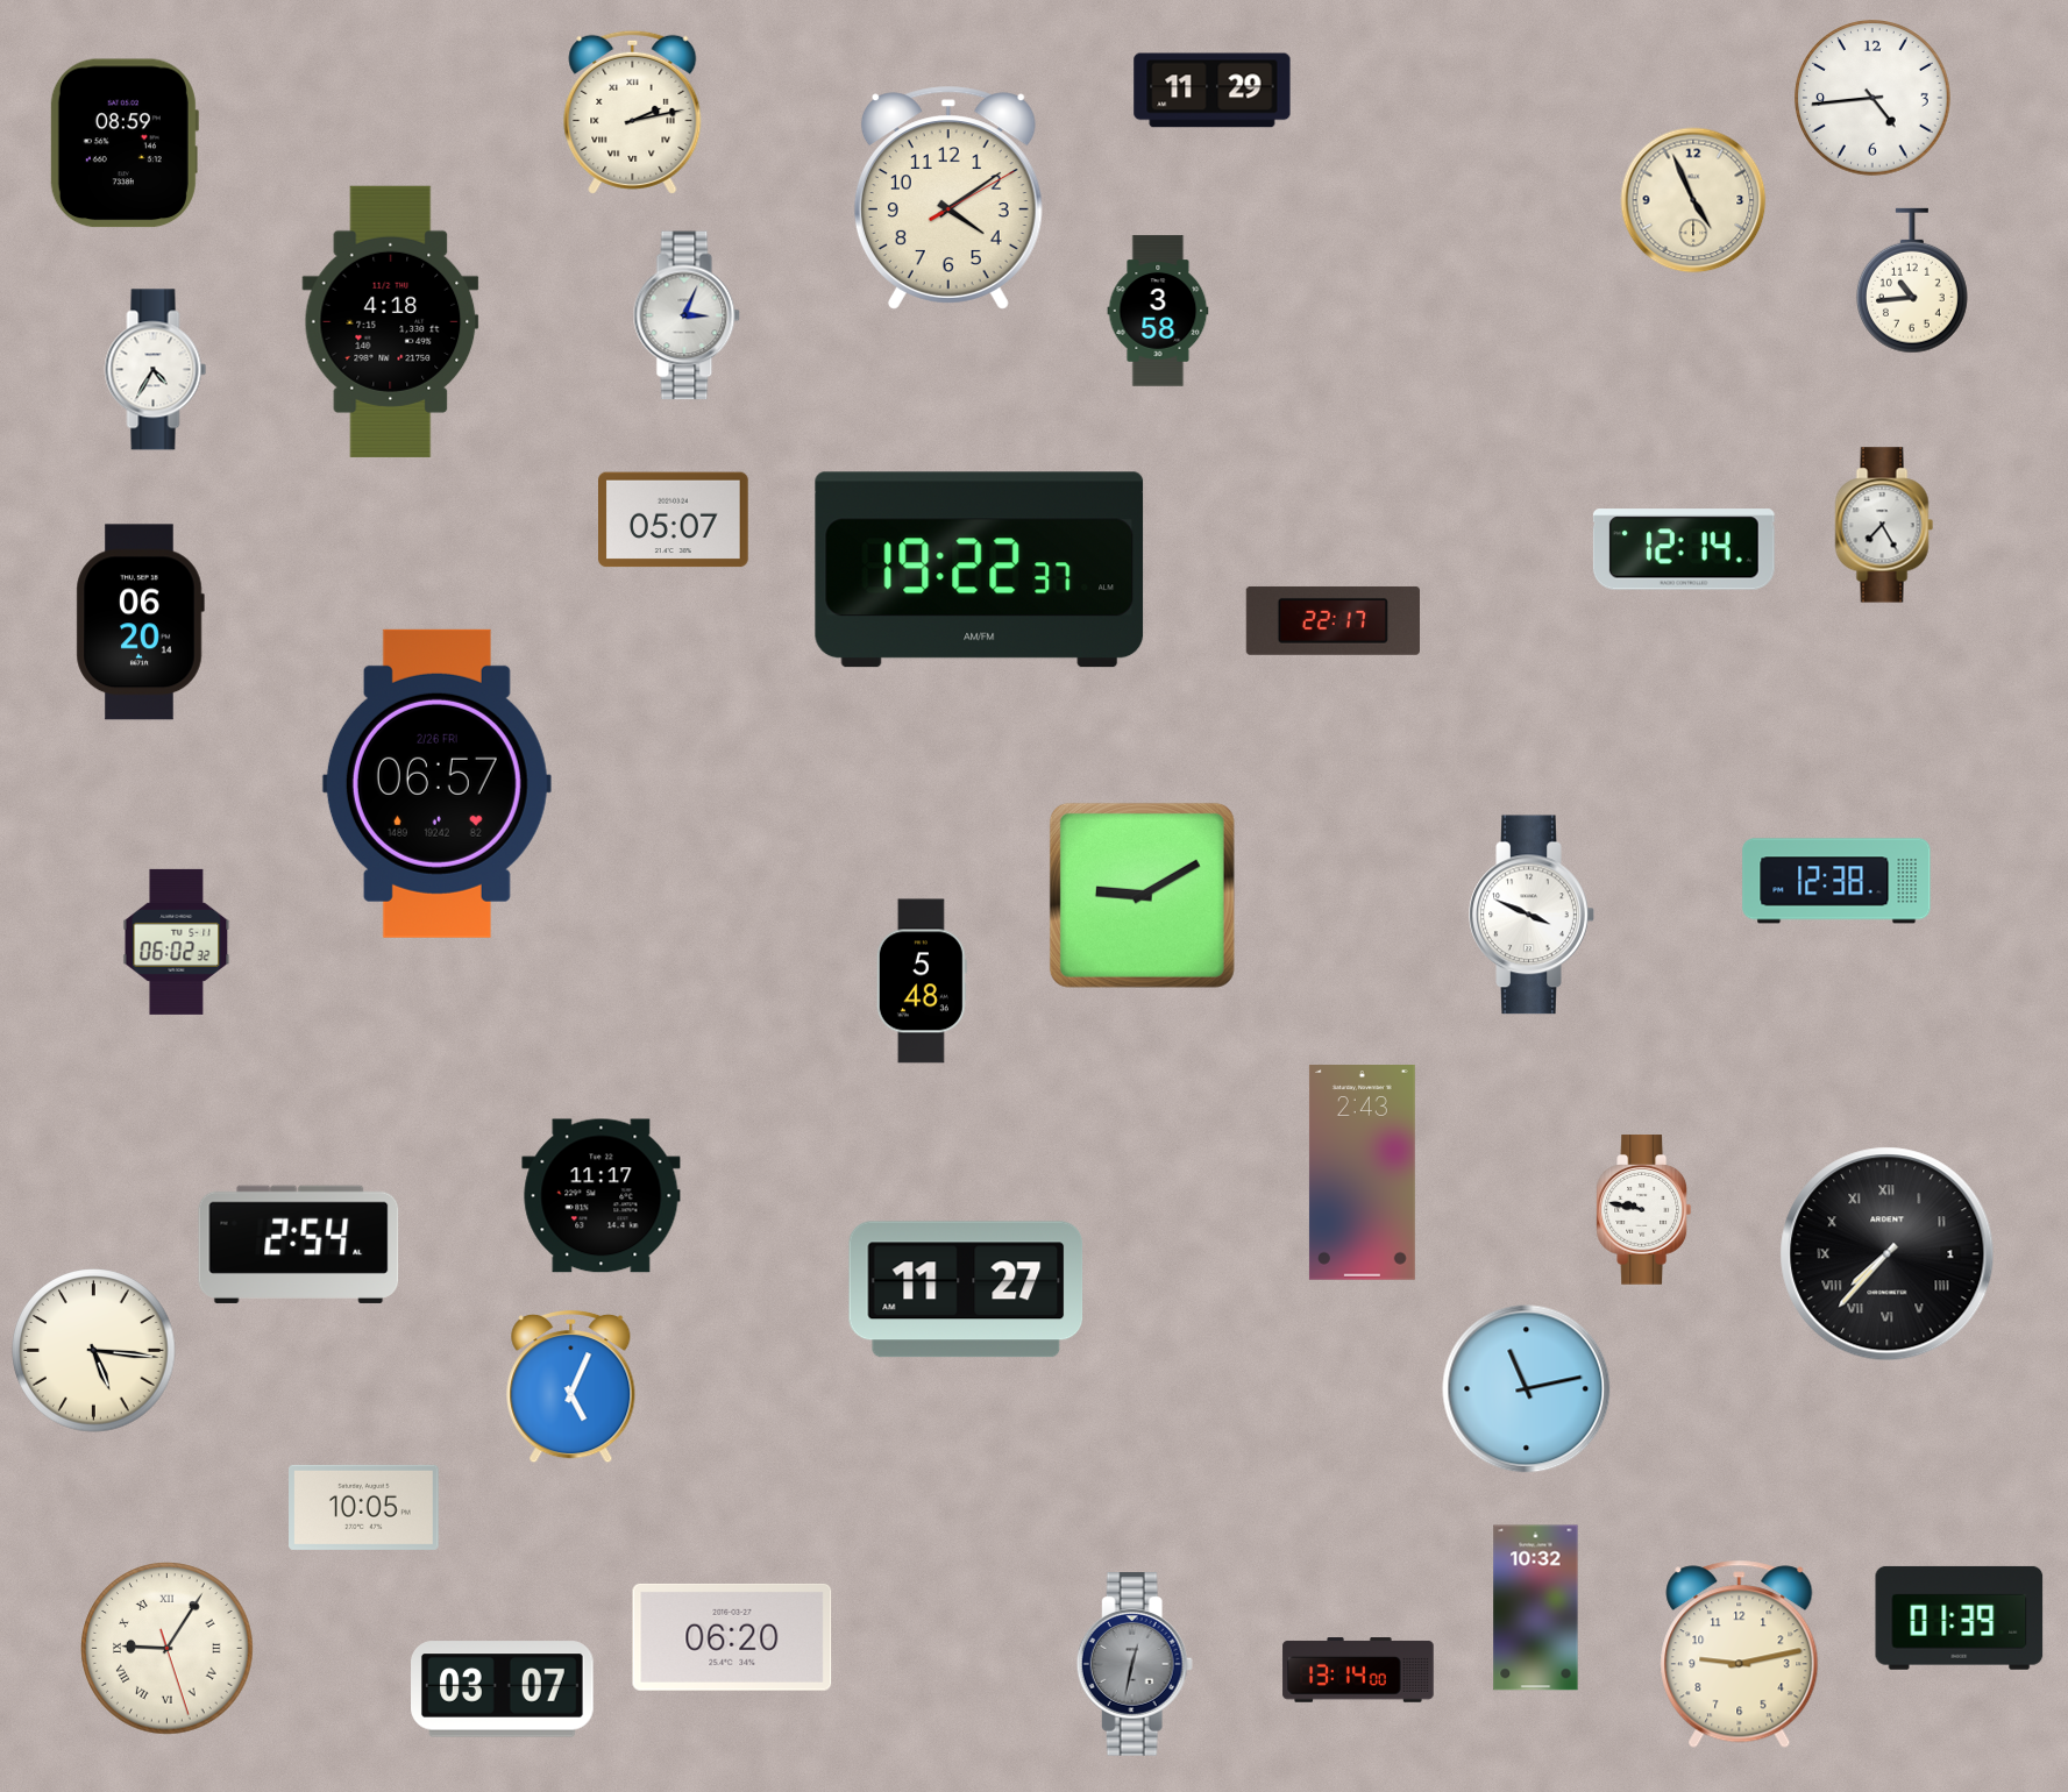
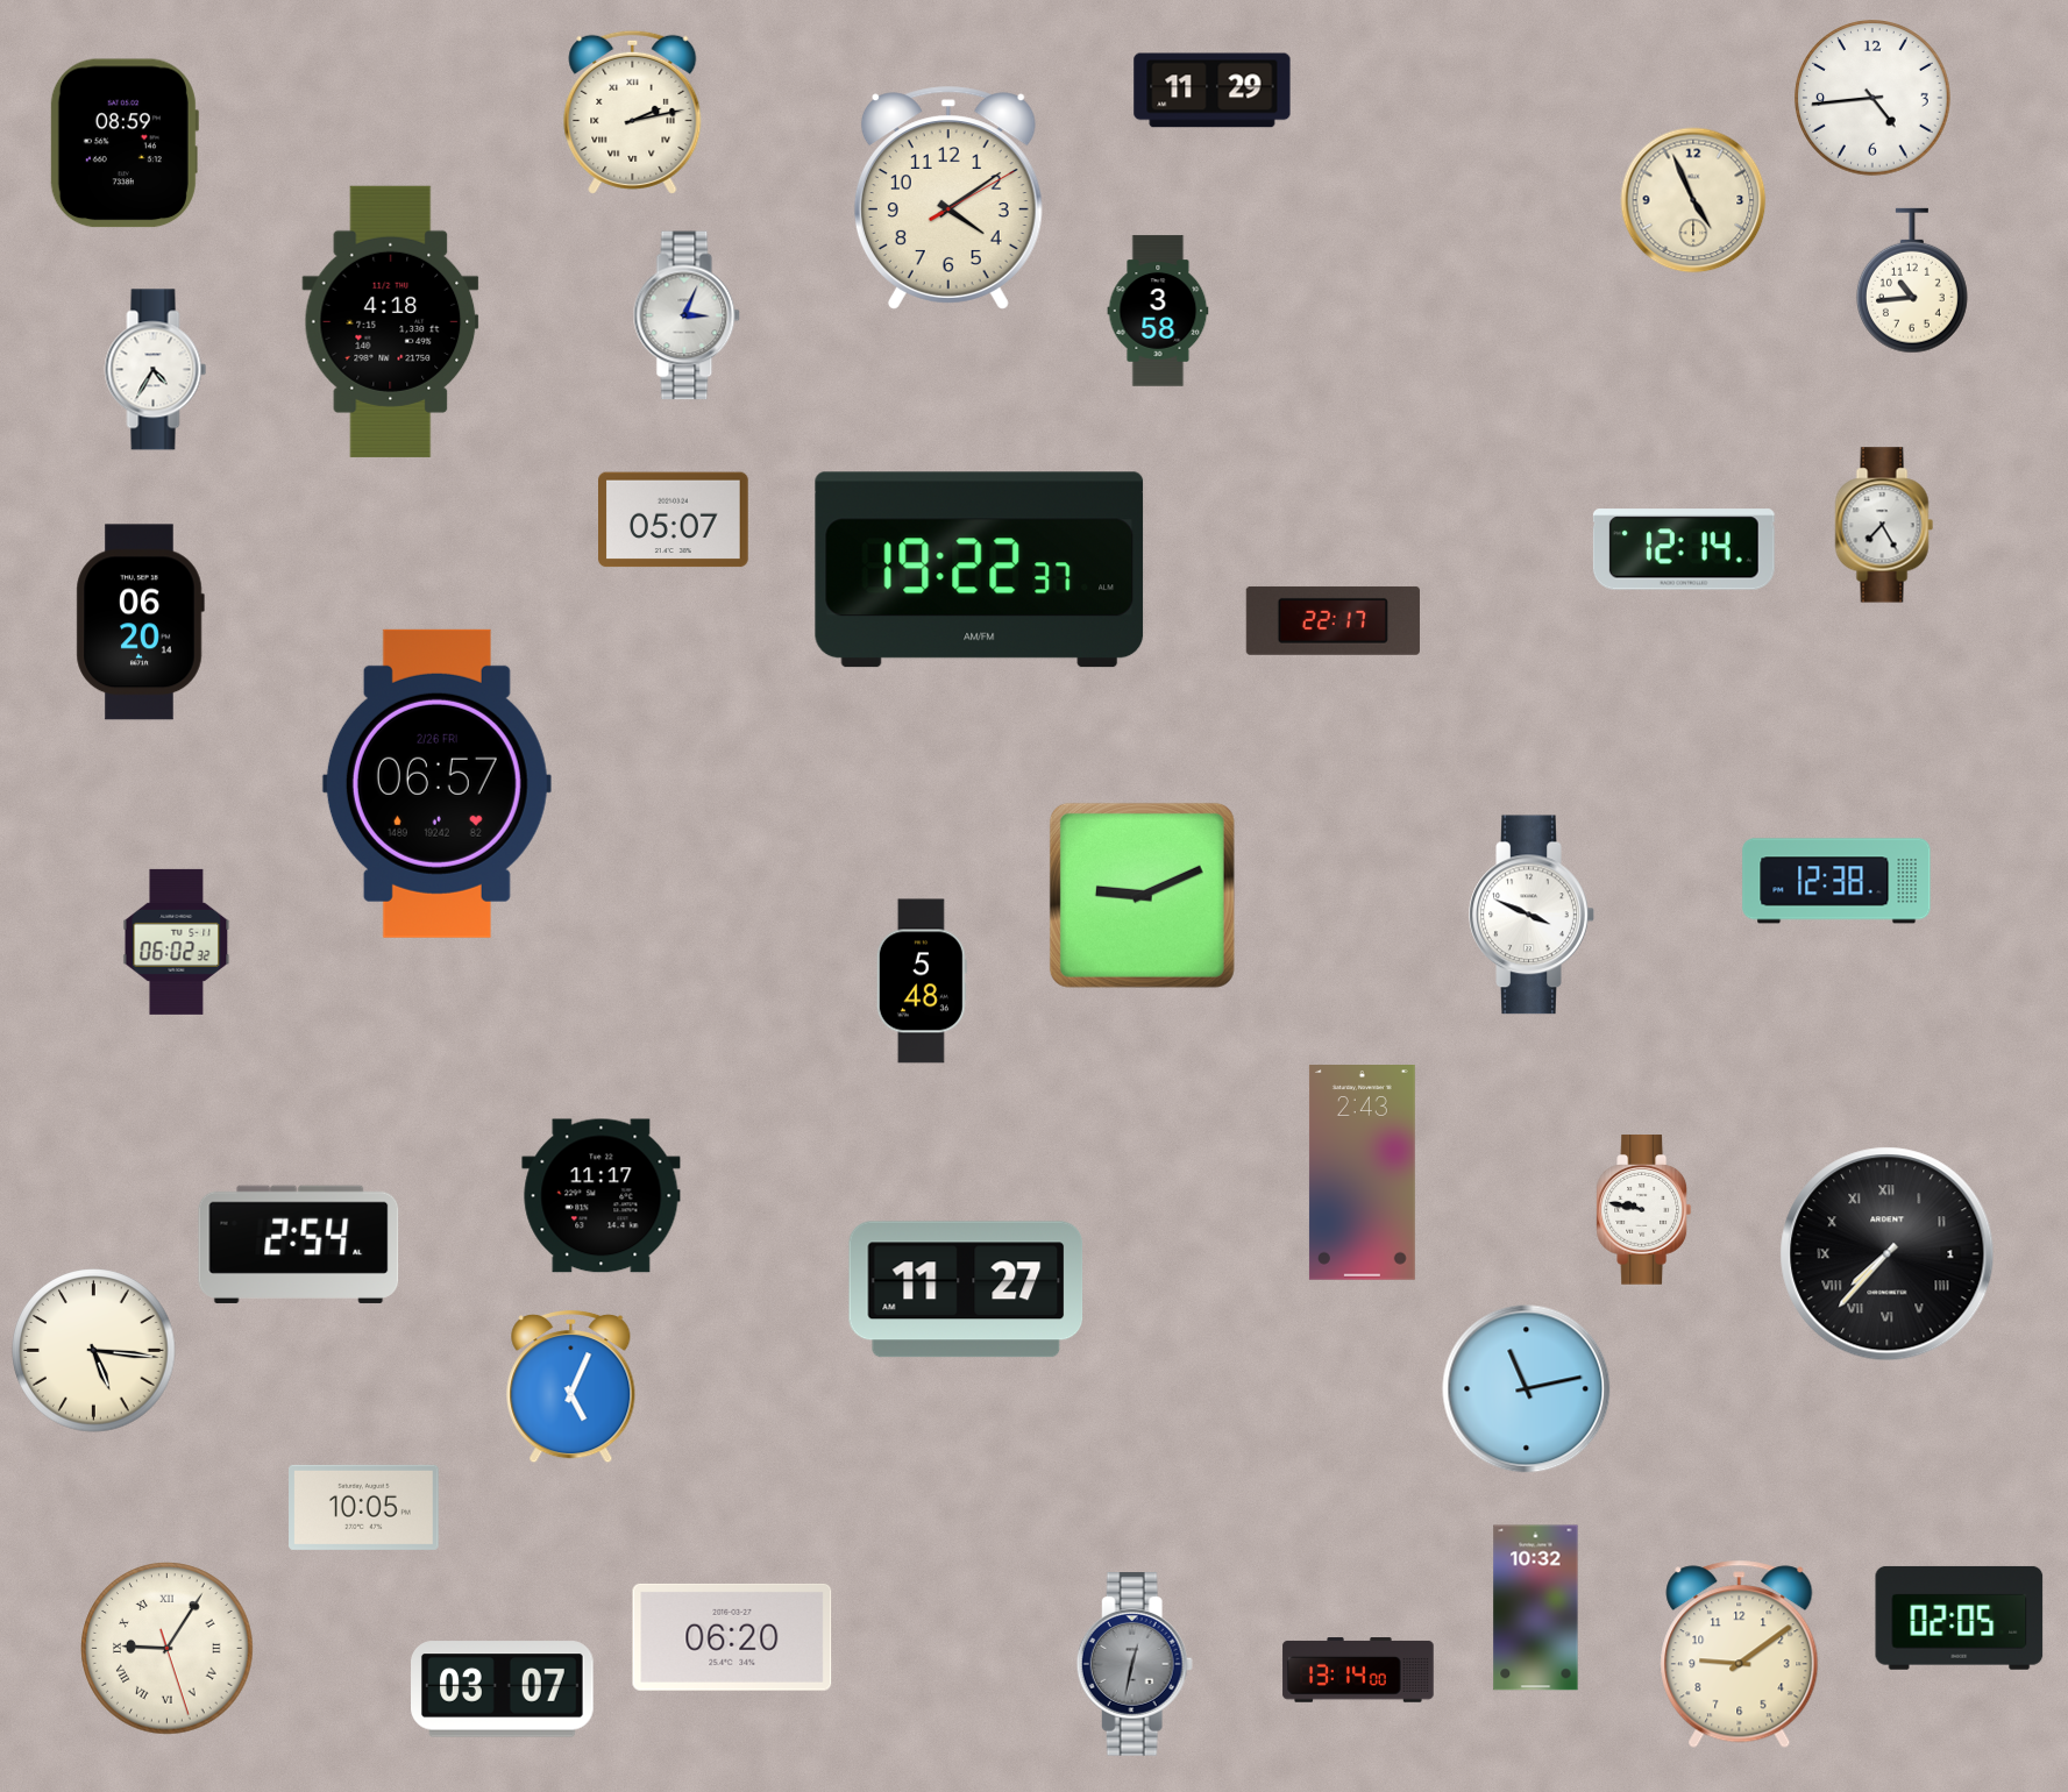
clock at (1142, 895): 9:10 -> 9:11
clock at (1960, 1617): 01:39 -> 02:05
clock at (1740, 1655): 9:13 -> 9:09
